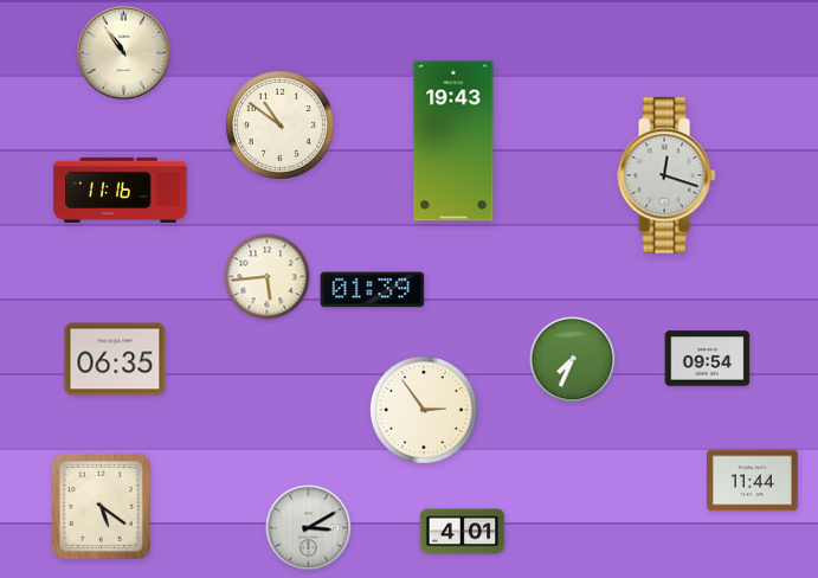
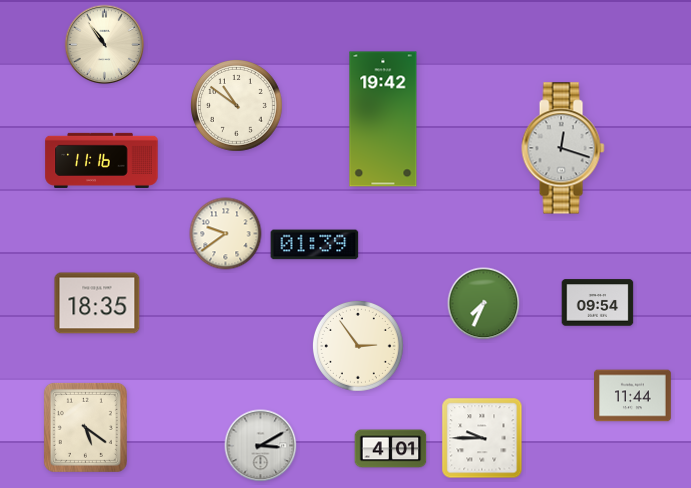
clock at (453, 141): 19:43 -> 19:42
clock at (268, 277): 5:44 -> 9:39
clock at (115, 359): 06:35 -> 18:35
clock at (753, 481) position: (753, 481) -> (633, 396)
clock at (482, 438): none -> 9:45
